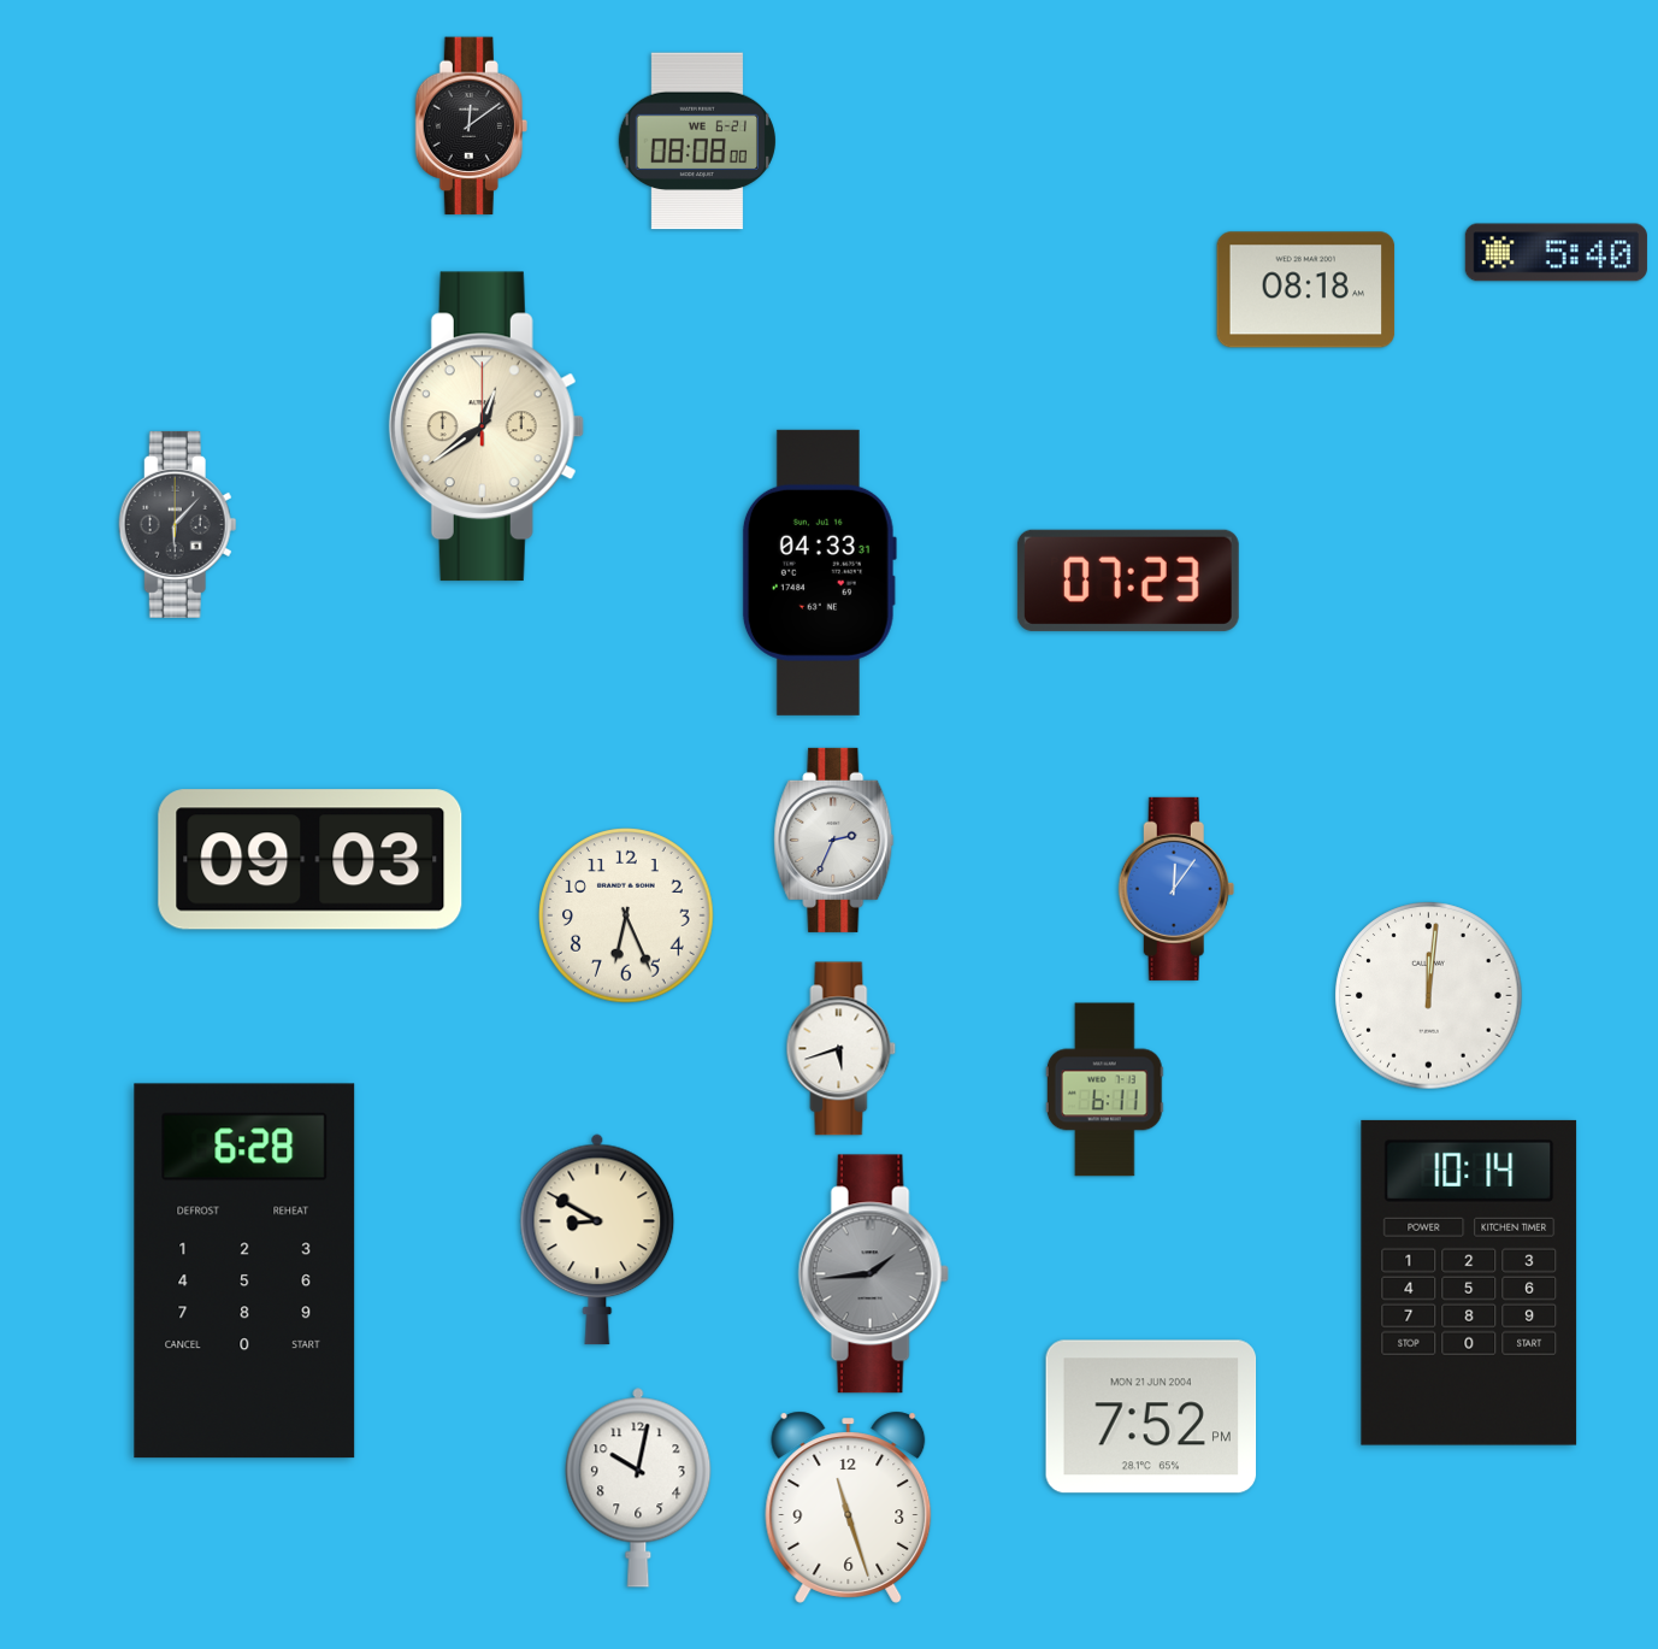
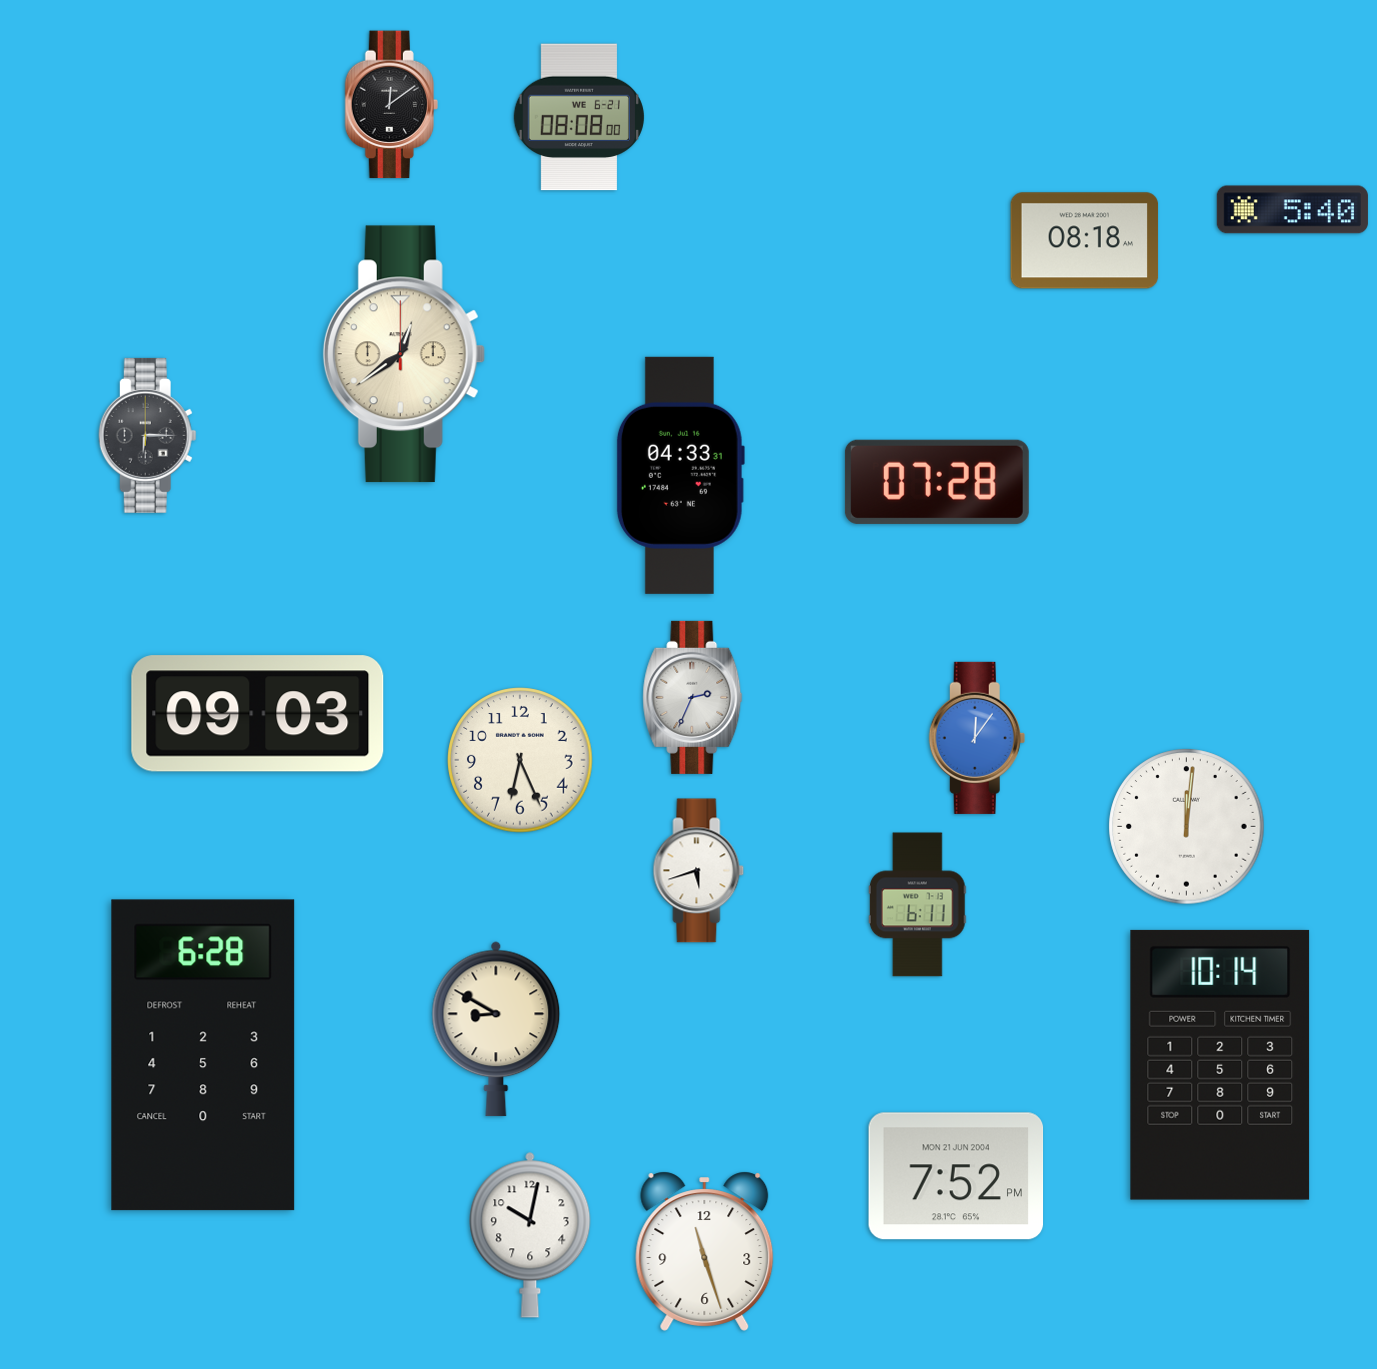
clock at (177, 524): 6:07 -> 6:15
clock at (1128, 581): 07:23 -> 07:28
clock at (873, 1274): 1:44 -> none
